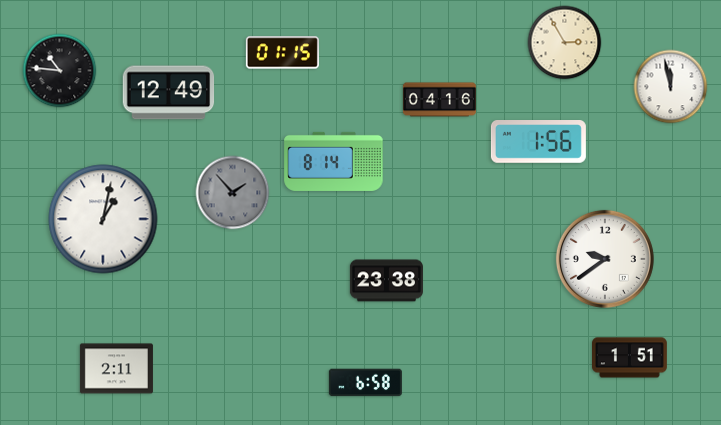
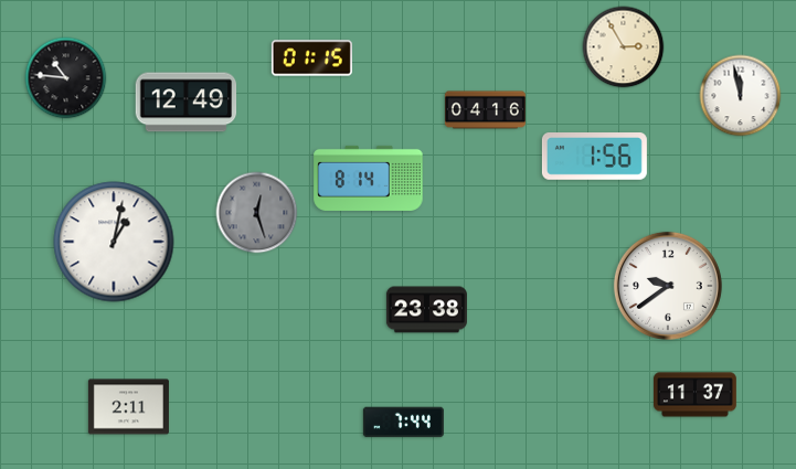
clock at (233, 193): 1:53 -> 12:27
clock at (630, 358): 1:51 -> 11:37
clock at (365, 383): 6:58 -> 7:44
